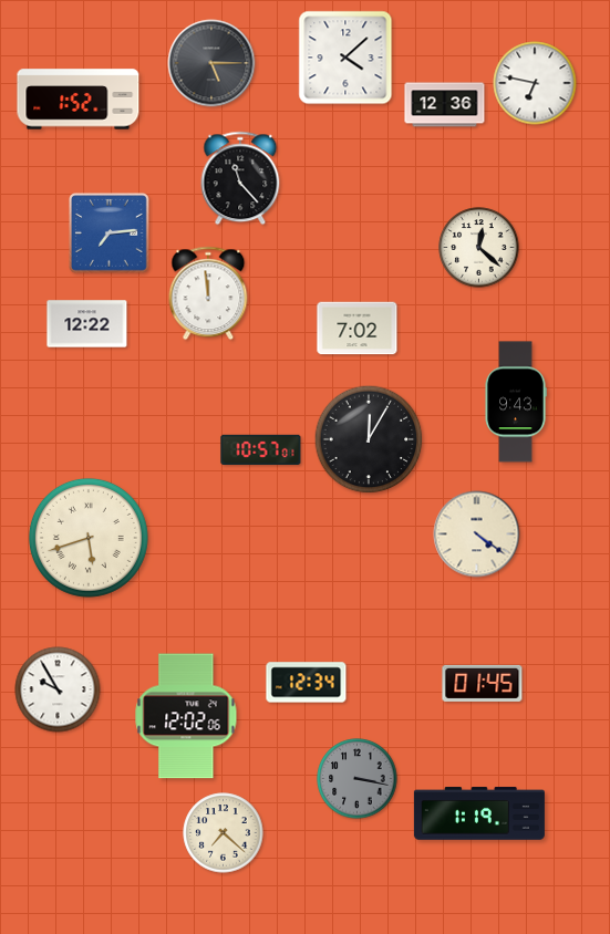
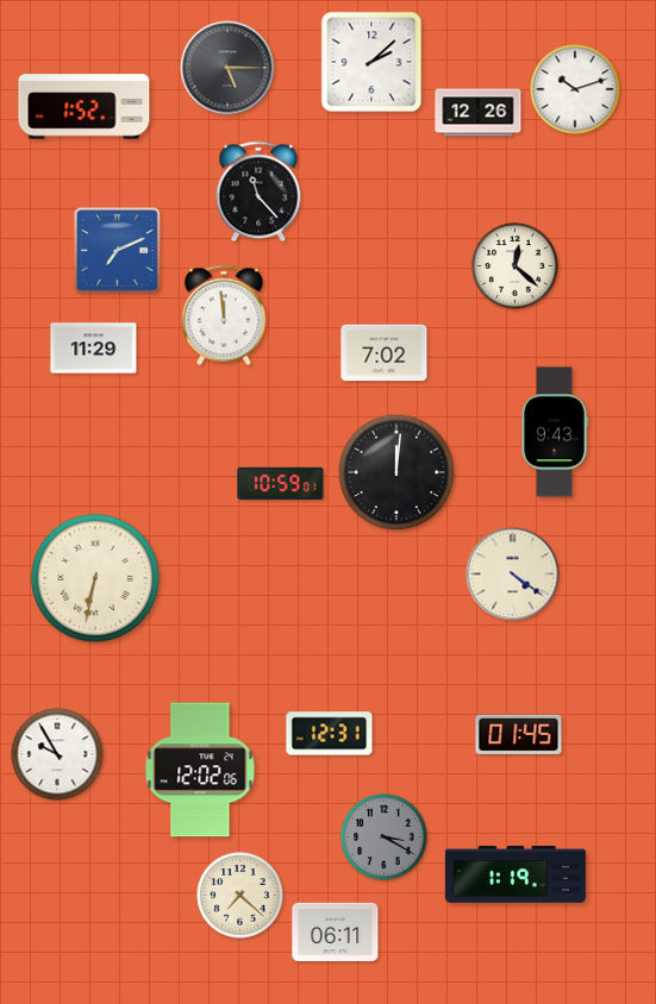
clock at (345, 58): 4:08 -> 2:08
clock at (535, 83): 6:47 -> 10:12
clock at (445, 105): 12:36 -> 12:26
clock at (110, 233): 7:14 -> 7:11
clock at (87, 324): 12:22 -> 11:29
clock at (369, 439): 12:05 -> 12:01
clock at (261, 449): 10:57 -> 10:59
clock at (89, 538): 5:42 -> 6:32
clock at (307, 683): 12:34 -> 12:31
clock at (58, 689) position: (58, 689) -> (57, 754)
clock at (358, 779): 3:17 -> 3:20
clock at (336, 931): none -> 06:11
